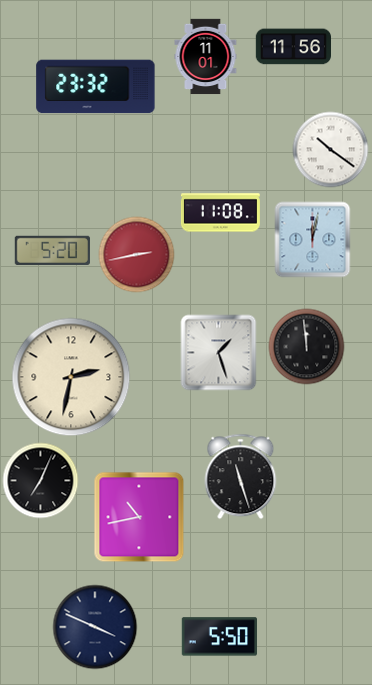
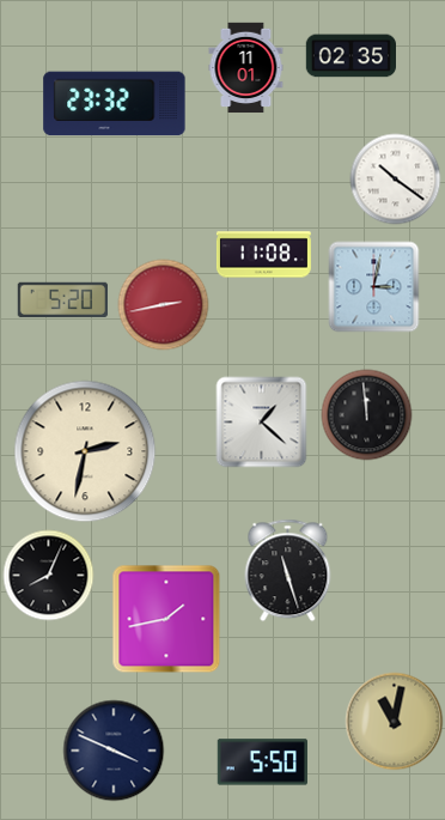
clock at (293, 47): 11:56 -> 02:35
clock at (313, 240): 12:02 -> 3:02
clock at (219, 353): 1:27 -> 1:22
clock at (41, 481): 7:04 -> 8:04
clock at (139, 517): 10:43 -> 1:43
clock at (395, 722): none -> 11:02
